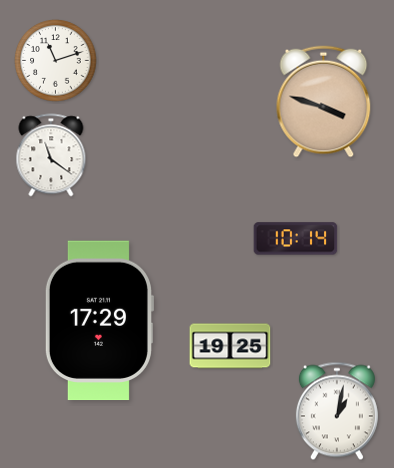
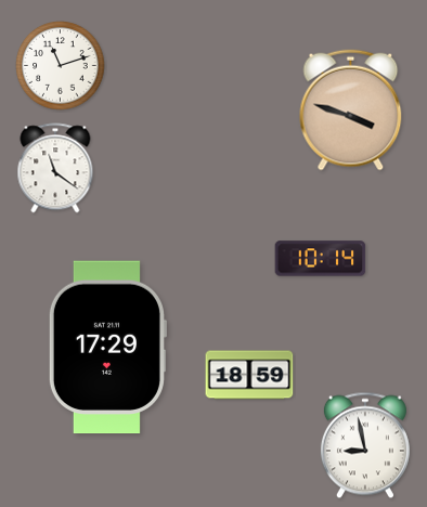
clock at (230, 346): 19:25 -> 18:59
clock at (337, 411): 1:02 -> 8:58
